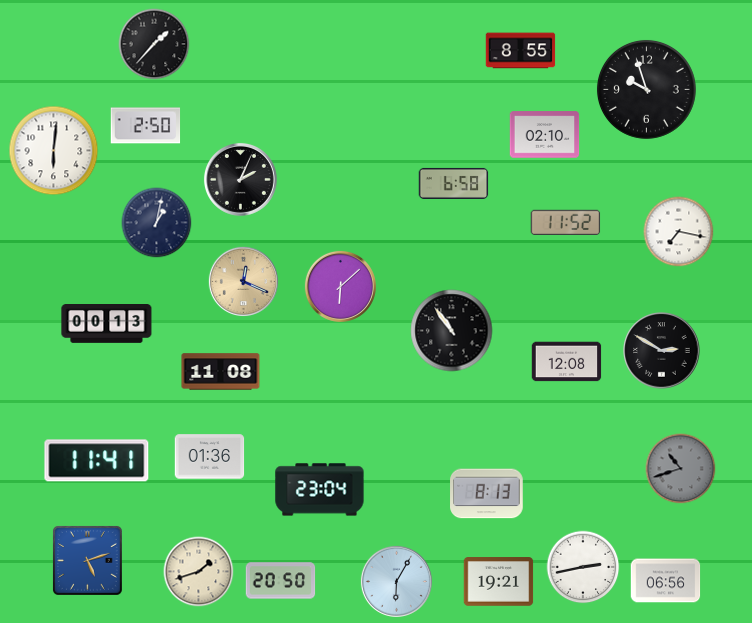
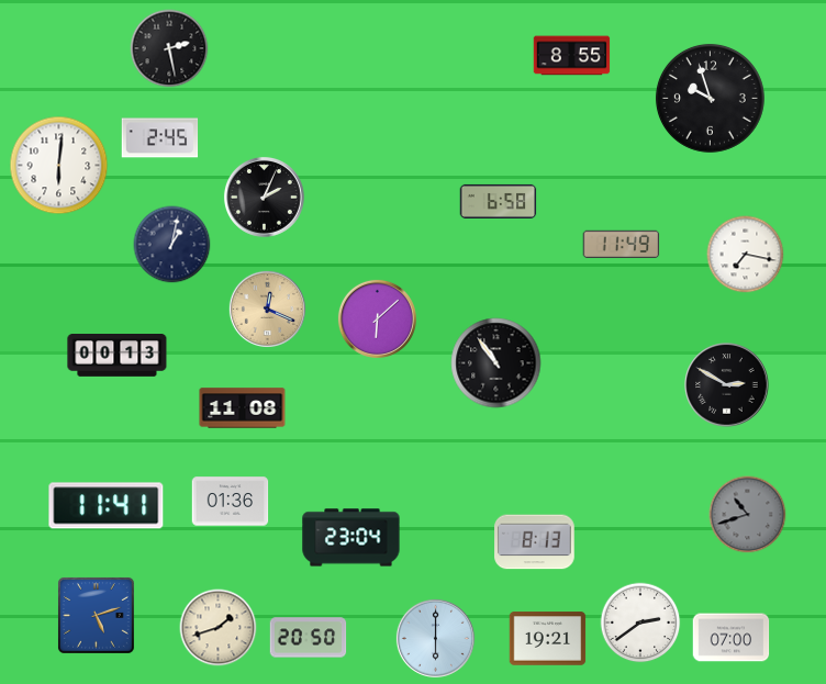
clock at (154, 44): 1:37 -> 2:28
clock at (146, 126): 2:50 -> 2:45
clock at (545, 135): 02:10 -> none
clock at (566, 222): 11:52 -> 11:49
clock at (340, 286) position: (340, 286) -> (377, 318)
clock at (567, 362): 12:08 -> none
clock at (583, 567): 2:43 -> 2:39
clock at (396, 581): 6:05 -> 6:00
clock at (666, 581): 06:56 -> 07:00
